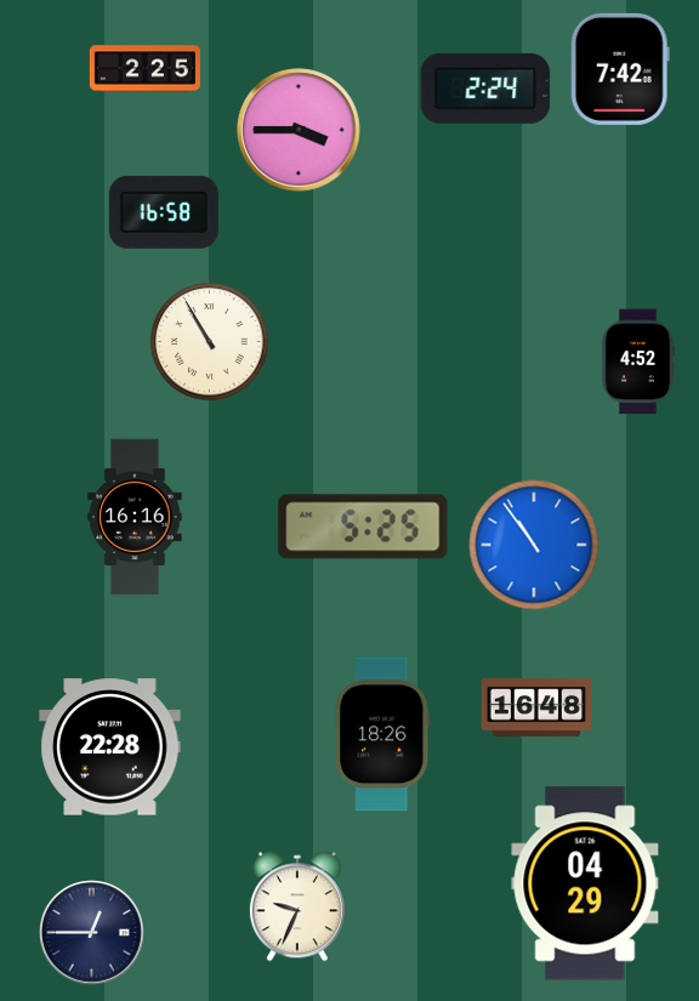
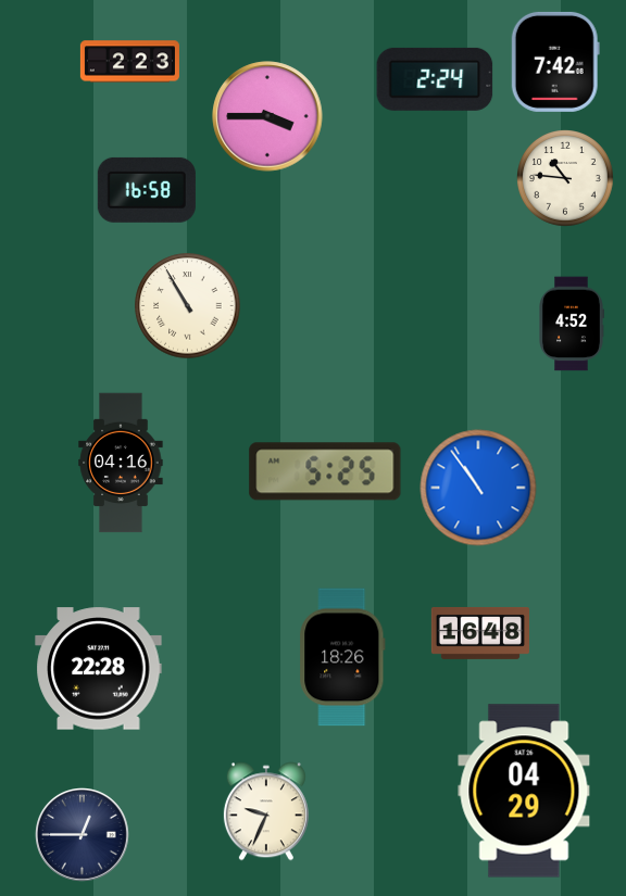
clock at (144, 69): 2:25 -> 2:23
clock at (566, 179): none -> 10:46
clock at (135, 517): 16:16 -> 04:16
